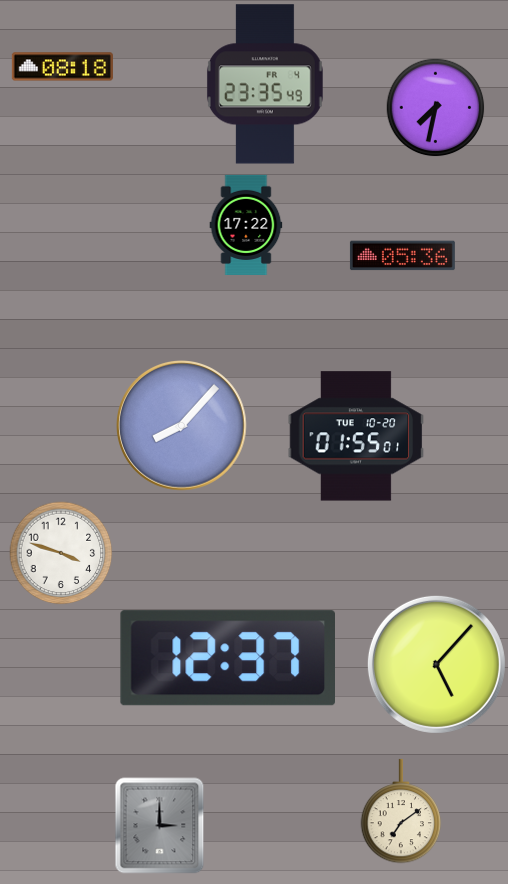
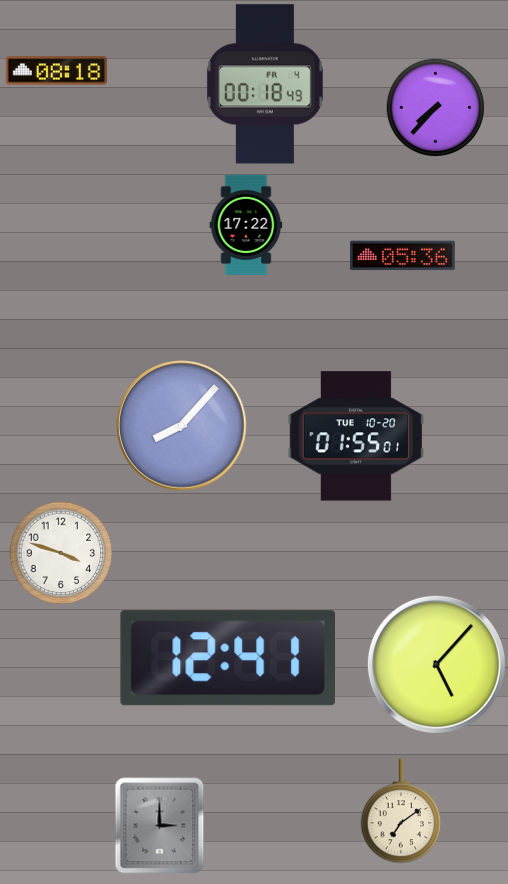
clock at (62, 67) position: (62, 67) -> (56, 71)
clock at (265, 84): 23:35 -> 00:18
clock at (436, 108): 7:32 -> 7:37
clock at (227, 658): 12:37 -> 12:41
